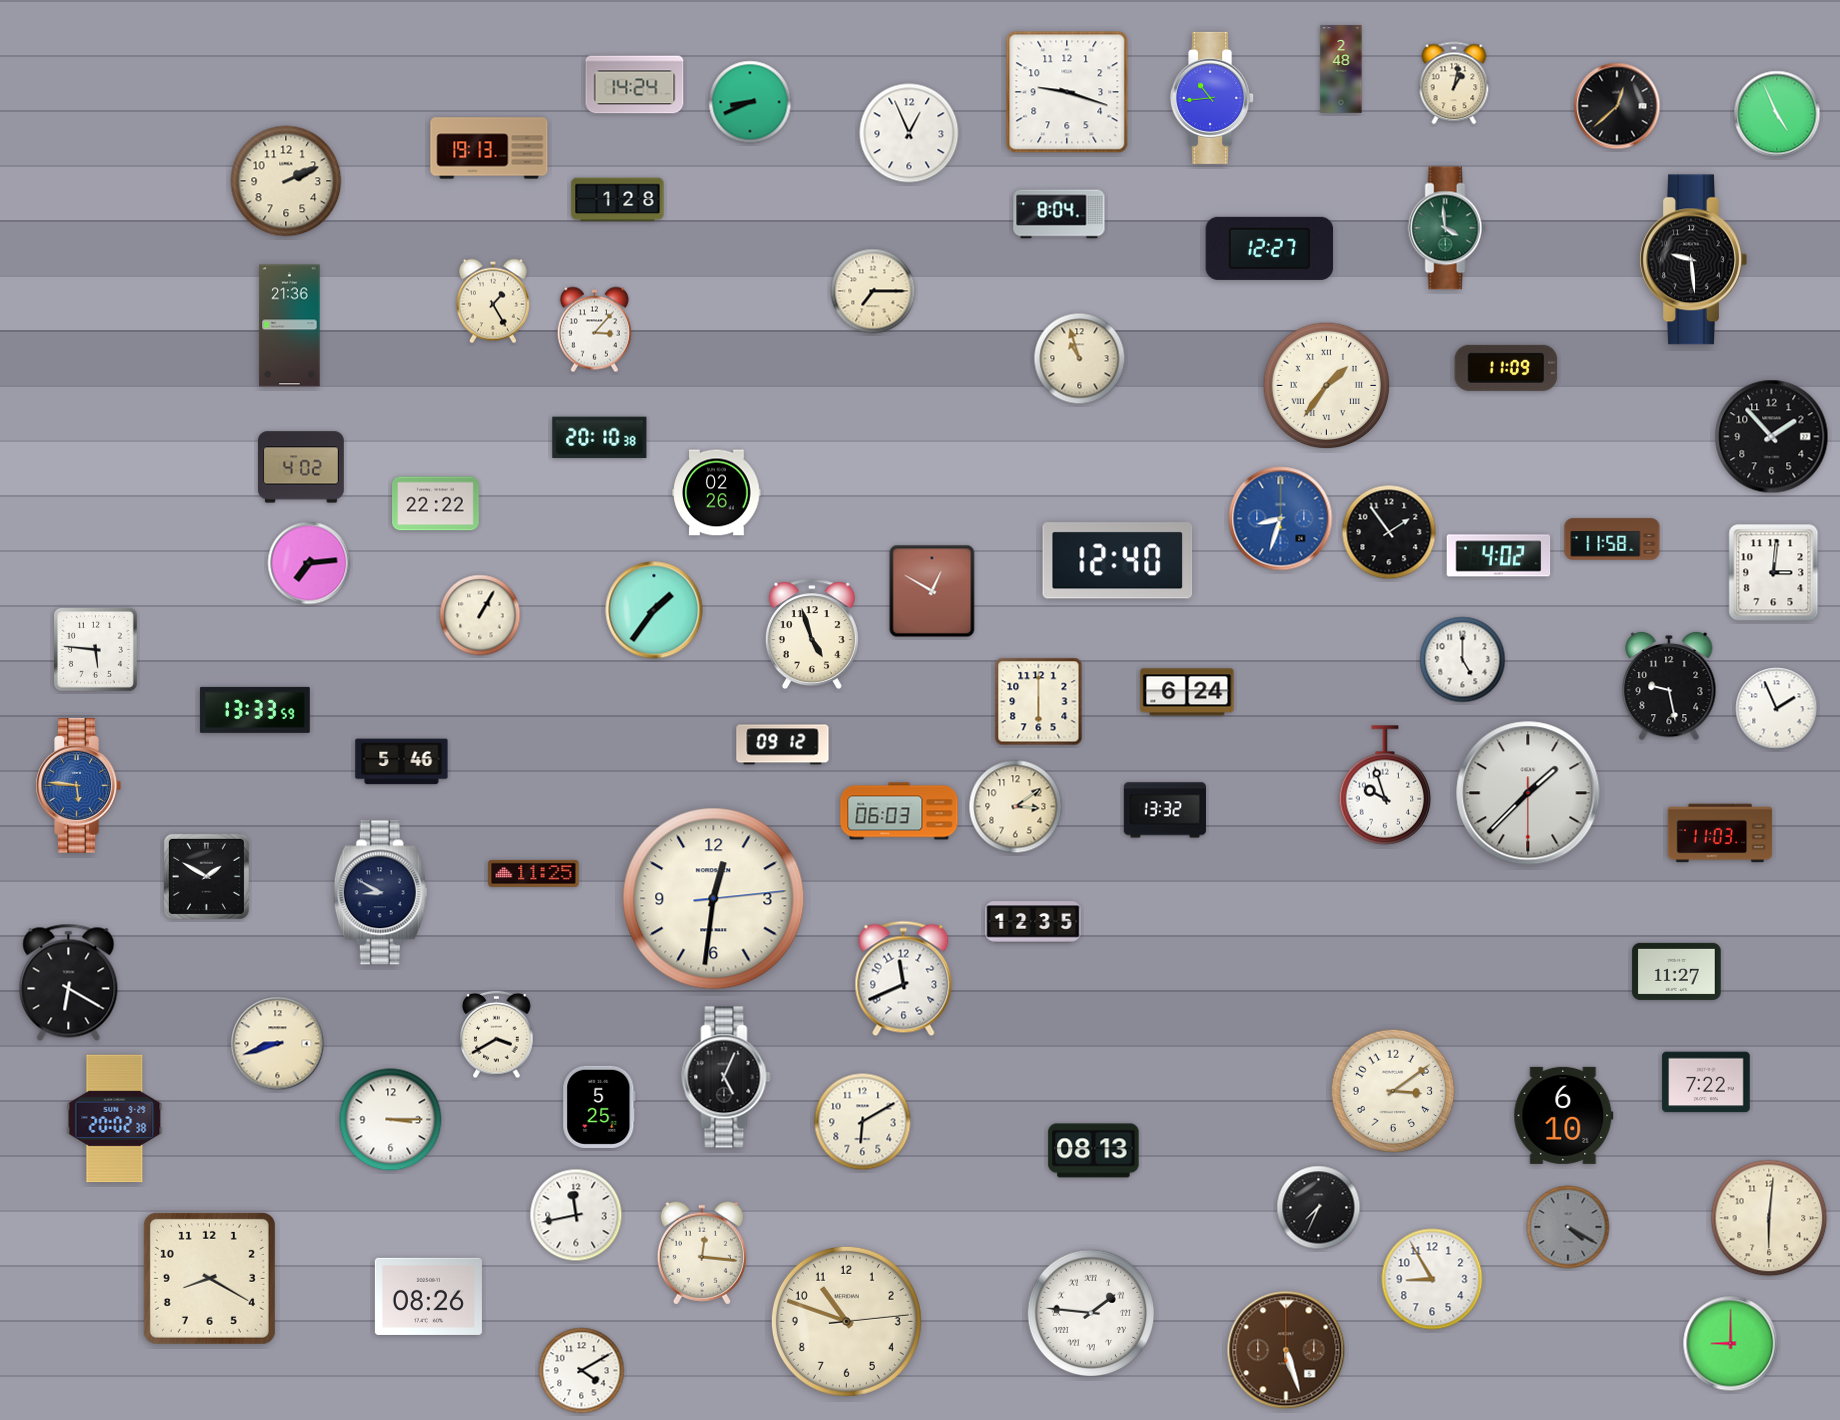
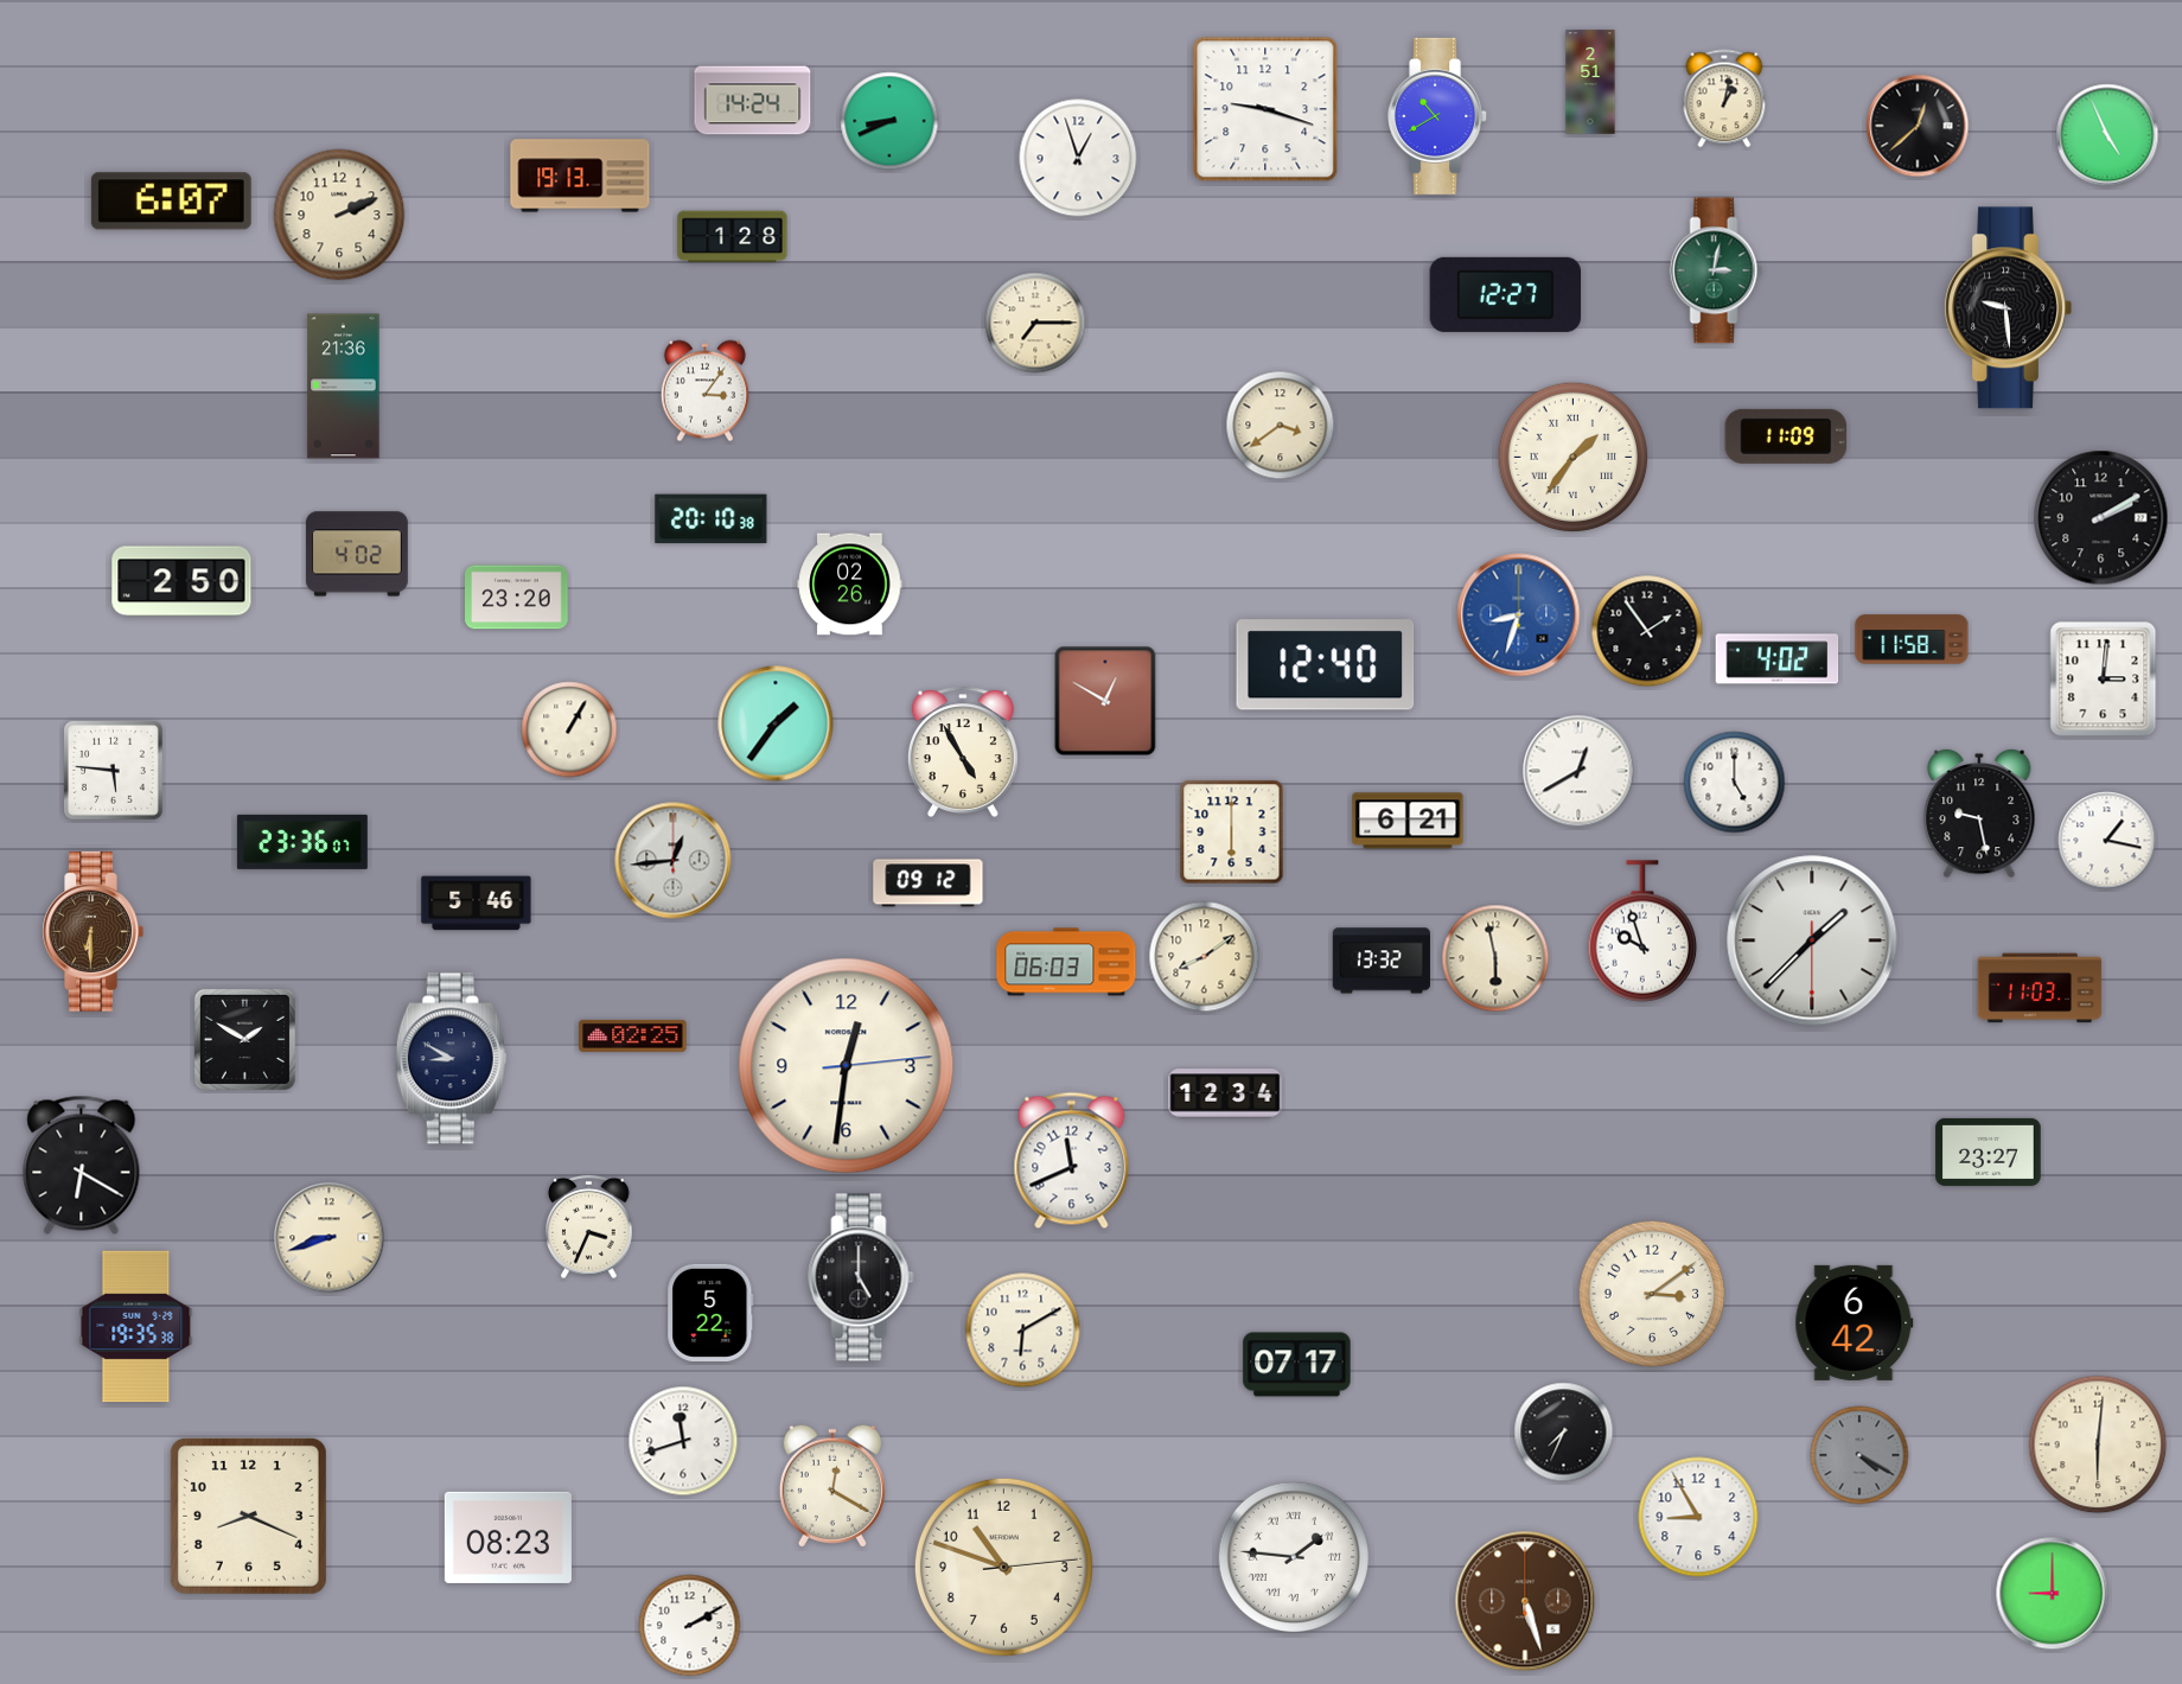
clock at (1341, 69): 2:48 -> 2:51
clock at (1213, 98): 10:44 -> 10:40
clock at (909, 133): 12:56 -> 12:57
clock at (171, 202): none -> 6:07
clock at (1059, 214): 8:04 -> none
clock at (1447, 228): 3:59 -> 3:02
clock at (873, 291) position: (873, 291) -> (1035, 323)
clock at (493, 301): 1:25 -> none
clock at (594, 330): 3:07 -> 3:06
clock at (1080, 359): 10:57 -> 3:39
clock at (1772, 437): 1:53 -> 2:10
clock at (181, 581): none -> 2:50
clock at (436, 504): 22:22 -> 23:20
clock at (309, 563): 7:14 -> none
clock at (812, 634): 4:57 -> 4:55
clock at (1578, 771): none -> 12:40
clock at (1187, 692): 6:24 -> 6:21
clock at (1777, 709): 1:56 -> 1:17
clock at (255, 710): 13:33 -> 23:36
clock at (674, 861): none -> 12:44
clock at (78, 786): 5:46 -> 6:30
clock at (78, 786) dial: blue -> brown
clock at (1016, 807): 3:09 -> 8:09
clock at (1495, 958): none -> 5:58
clock at (534, 873): 11:25 -> 02:25
clock at (1033, 922): 12:35 -> 12:34
clock at (1677, 971): 11:27 -> 23:27
clock at (497, 1035): 3:40 -> 3:34
clock at (726, 1077): 5:04 -> 5:00
clock at (1706, 1082): 7:22 -> none
clock at (599, 1107): 5:25 -> 5:22
clock at (1564, 1115): 6:10 -> 6:42
clock at (115, 1119): 20:02 -> 19:35
clock at (391, 1120): 3:15 -> none
clock at (1094, 1151): 08:13 -> 07:17
clock at (576, 1215): 11:43 -> 11:42
clock at (702, 1253): 12:16 -> 12:20
clock at (209, 1278): 8:20 -> 8:19
clock at (428, 1296): 08:26 -> 08:23
clock at (582, 1371): 4:10 -> 2:10
